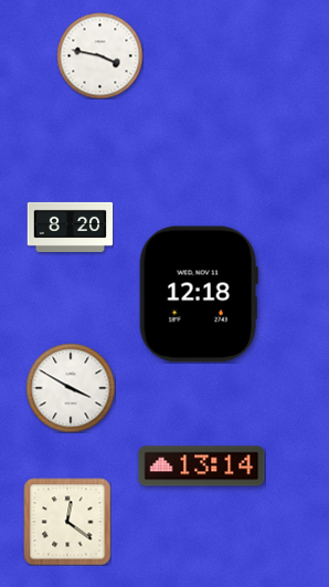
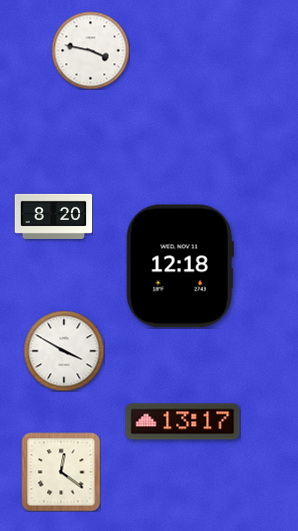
clock at (70, 227) position: (70, 227) -> (53, 216)
clock at (202, 467): 13:14 -> 13:17
